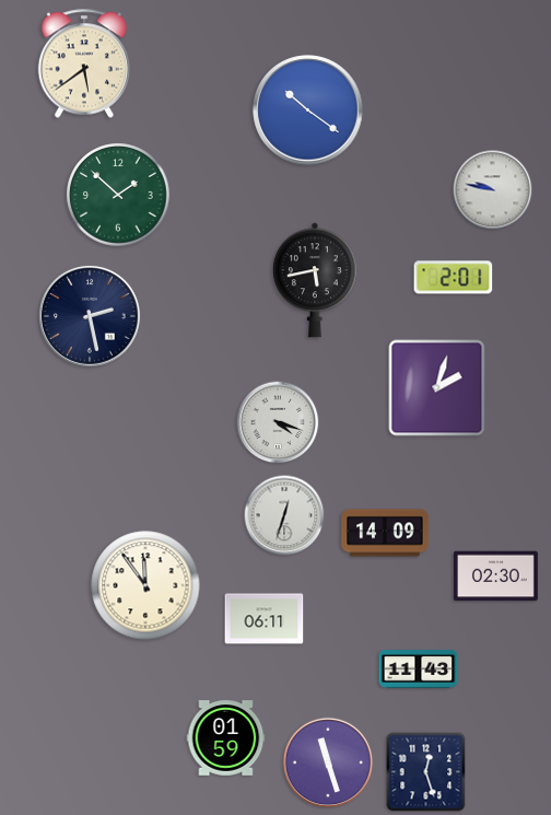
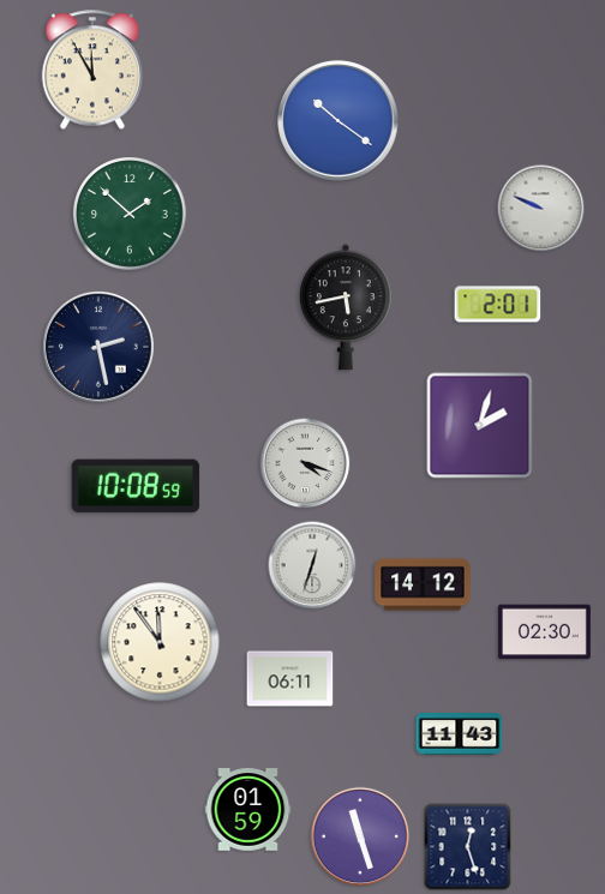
clock at (83, 63): 5:39 -> 11:55
clock at (493, 190): 9:47 -> 9:49
clock at (136, 486): none -> 10:08
clock at (385, 533): 14:09 -> 14:12
